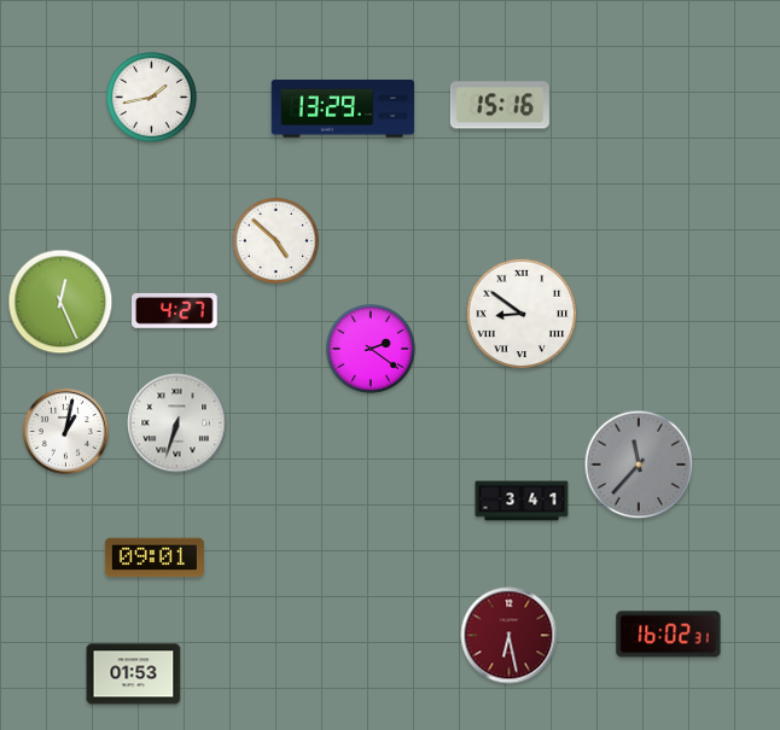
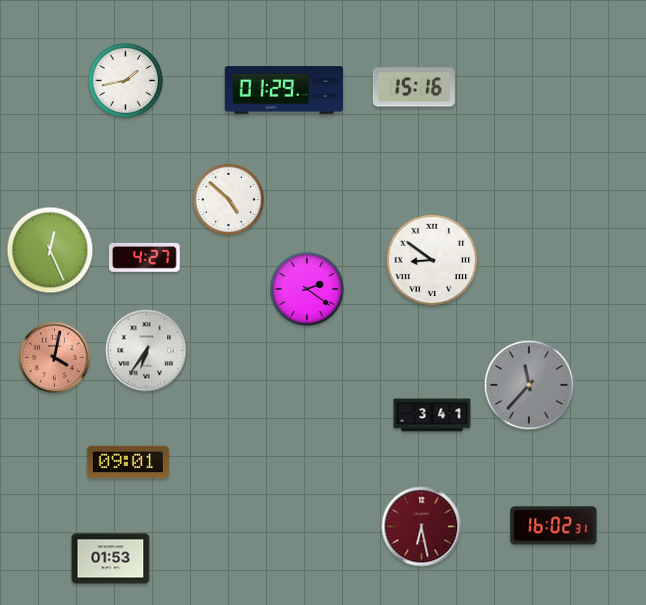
clock at (343, 109): 13:29 -> 01:29
clock at (177, 424): 6:33 -> 6:36
clock at (66, 432): 1:02 -> 4:02
clock at (66, 432) dial: white -> salmon
